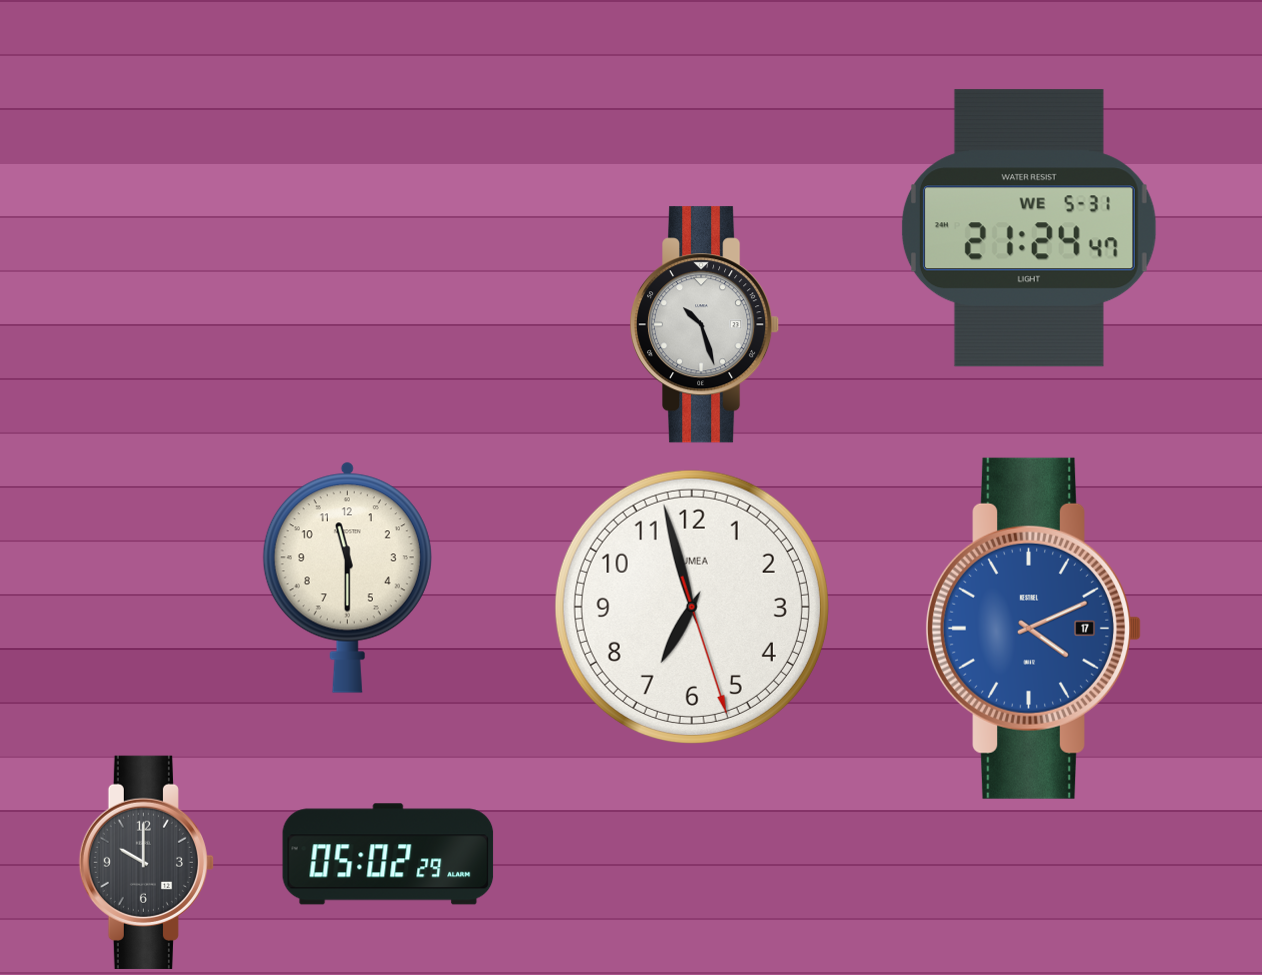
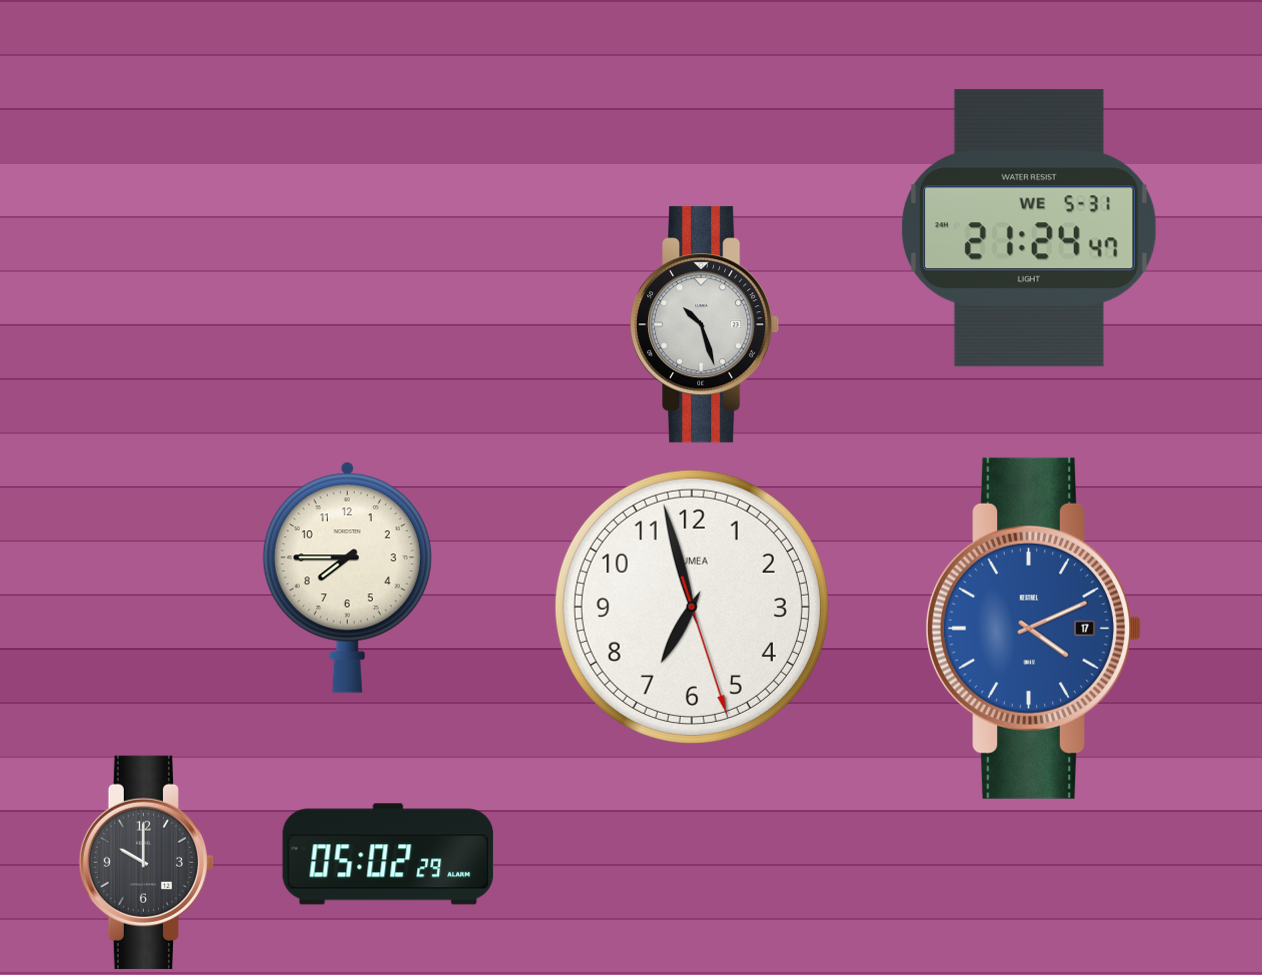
clock at (347, 577): 11:30 -> 7:45
